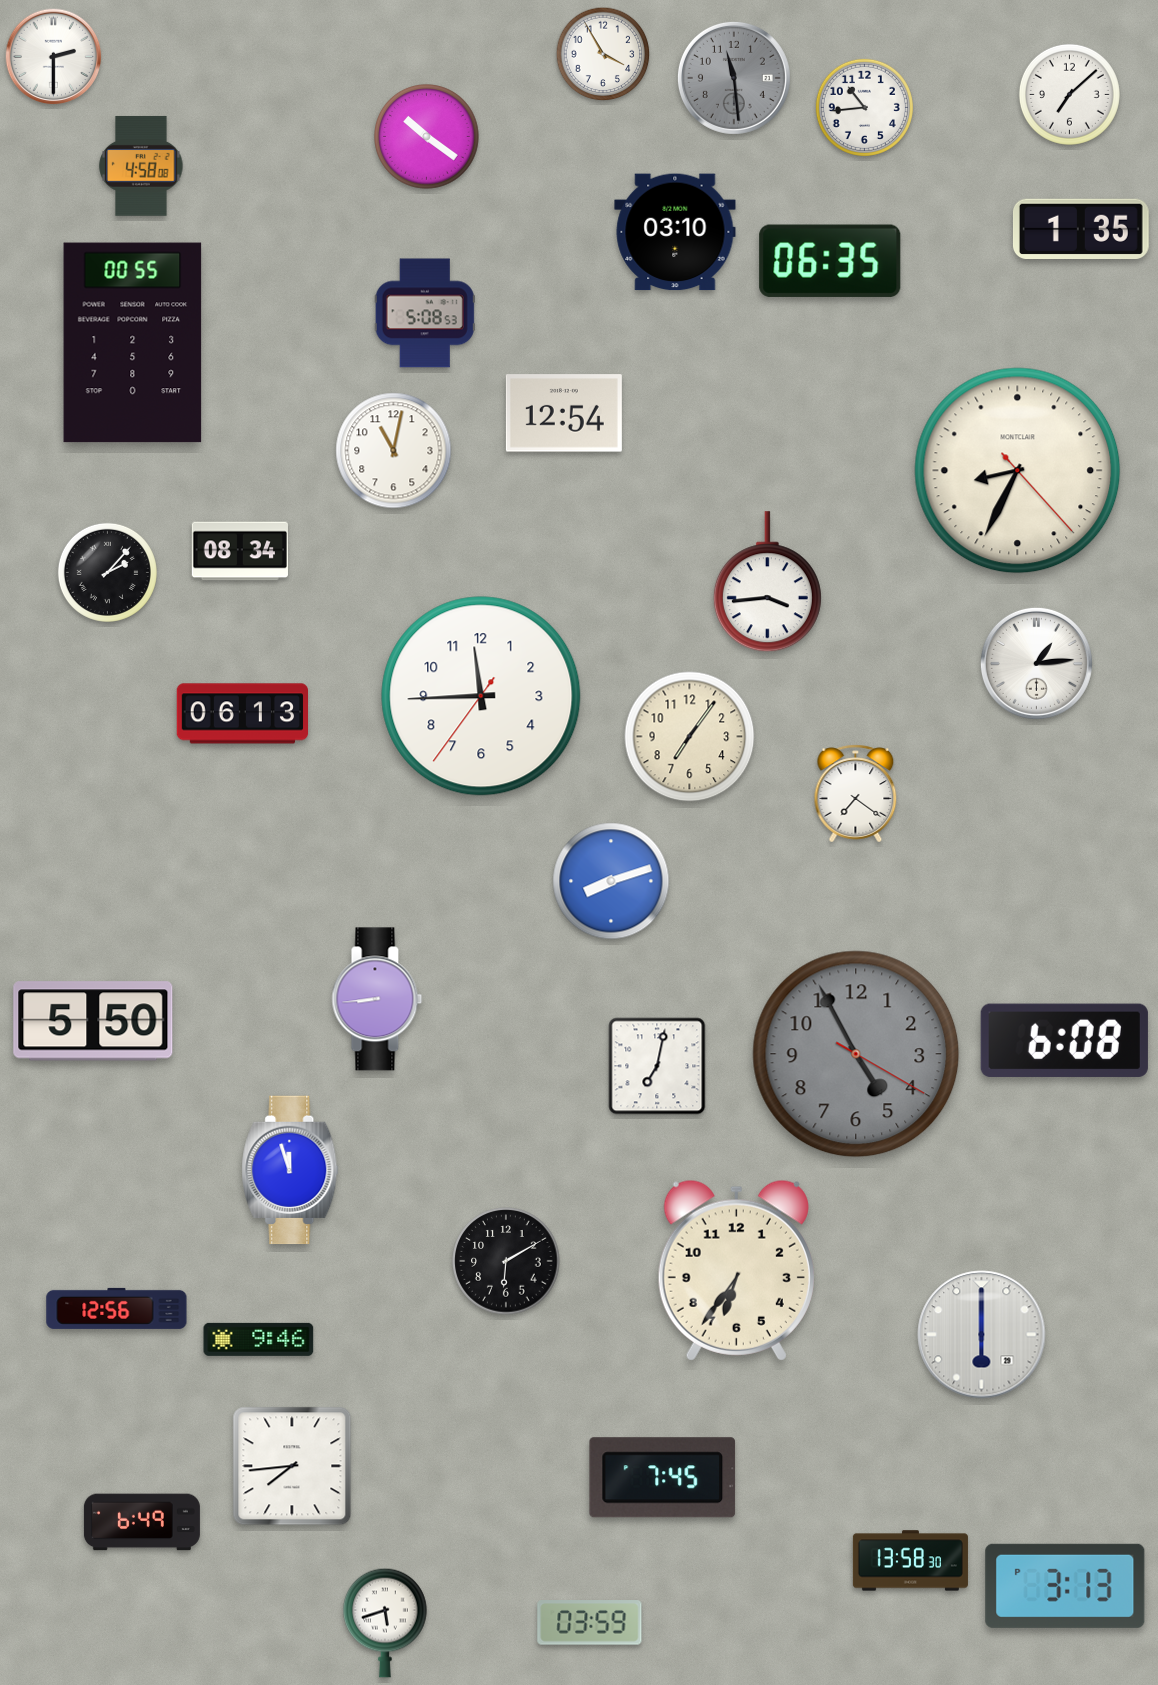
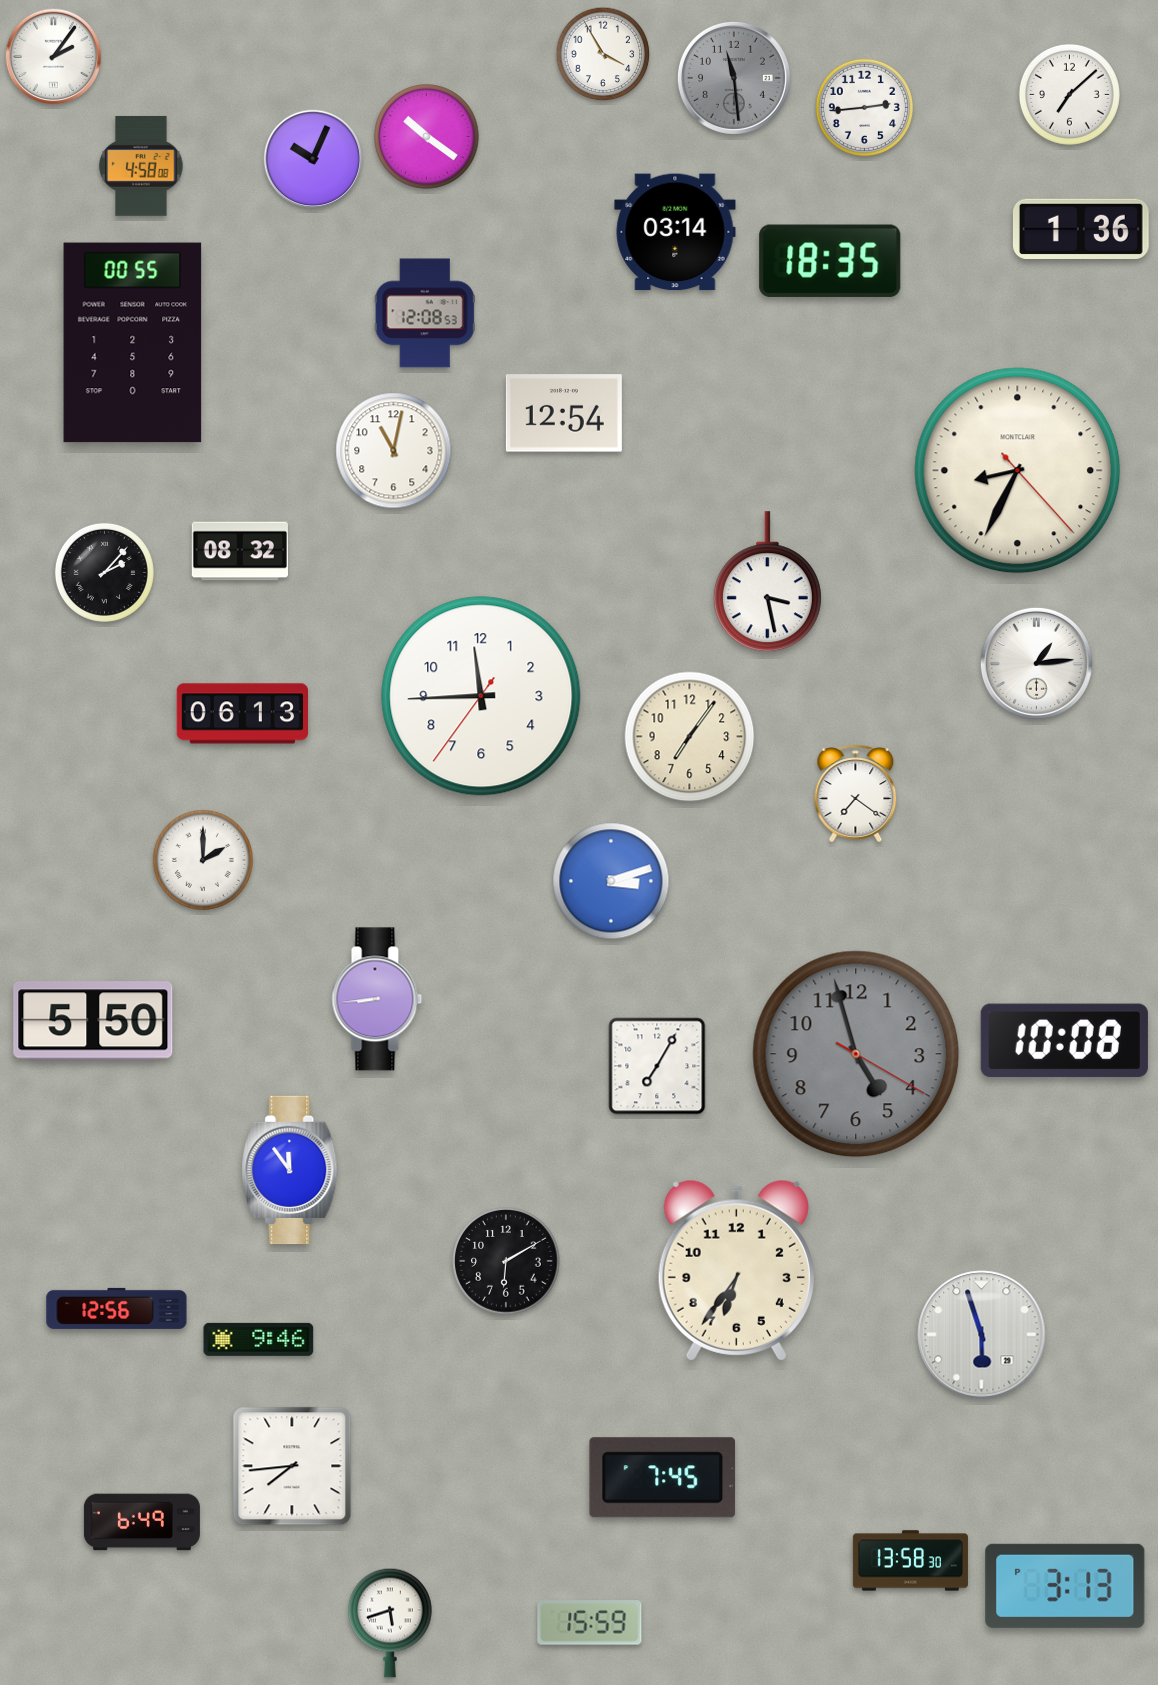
clock at (54, 57): 2:30 -> 2:06
clock at (864, 107): 10:44 -> 2:44
clock at (313, 159): none -> 10:04
clock at (1081, 228): 1:35 -> 1:36
clock at (675, 232): 03:10 -> 03:14
clock at (830, 261): 06:35 -> 18:35
clock at (425, 313): 5:08 -> 12:08
clock at (240, 551): 08:34 -> 08:32
clock at (107, 572) position: (107, 572) -> (104, 572)
clock at (767, 582): 3:44 -> 3:28
clock at (203, 860): none -> 2:00
clock at (611, 881): 8:12 -> 3:12
clock at (1064, 1040): 6:08 -> 10:08
clock at (856, 1054): 4:55 -> 4:57
clock at (657, 1066): 7:02 -> 7:05
clock at (290, 1170): 11:57 -> 11:54
clock at (982, 1335): 6:00 -> 5:57
clock at (385, 1623) position: (385, 1623) -> (390, 1623)
clock at (590, 1623): 03:59 -> 15:59
